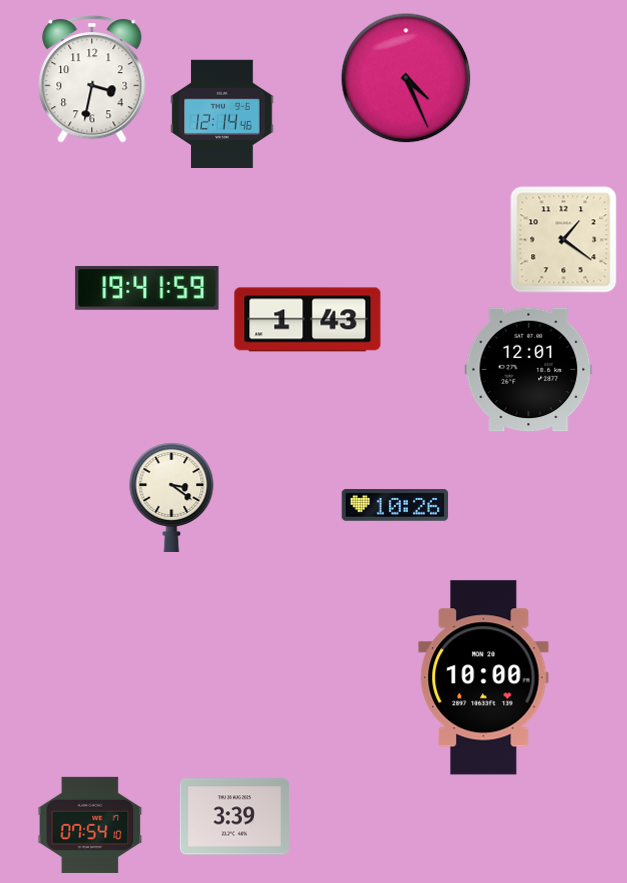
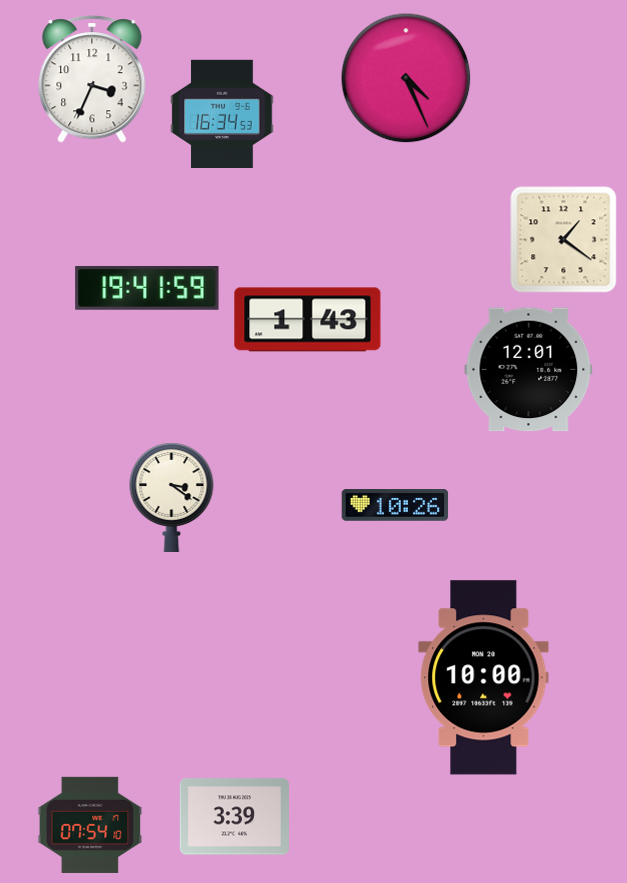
clock at (92, 79): 3:32 -> 3:34
clock at (222, 113): 12:14 -> 16:34
